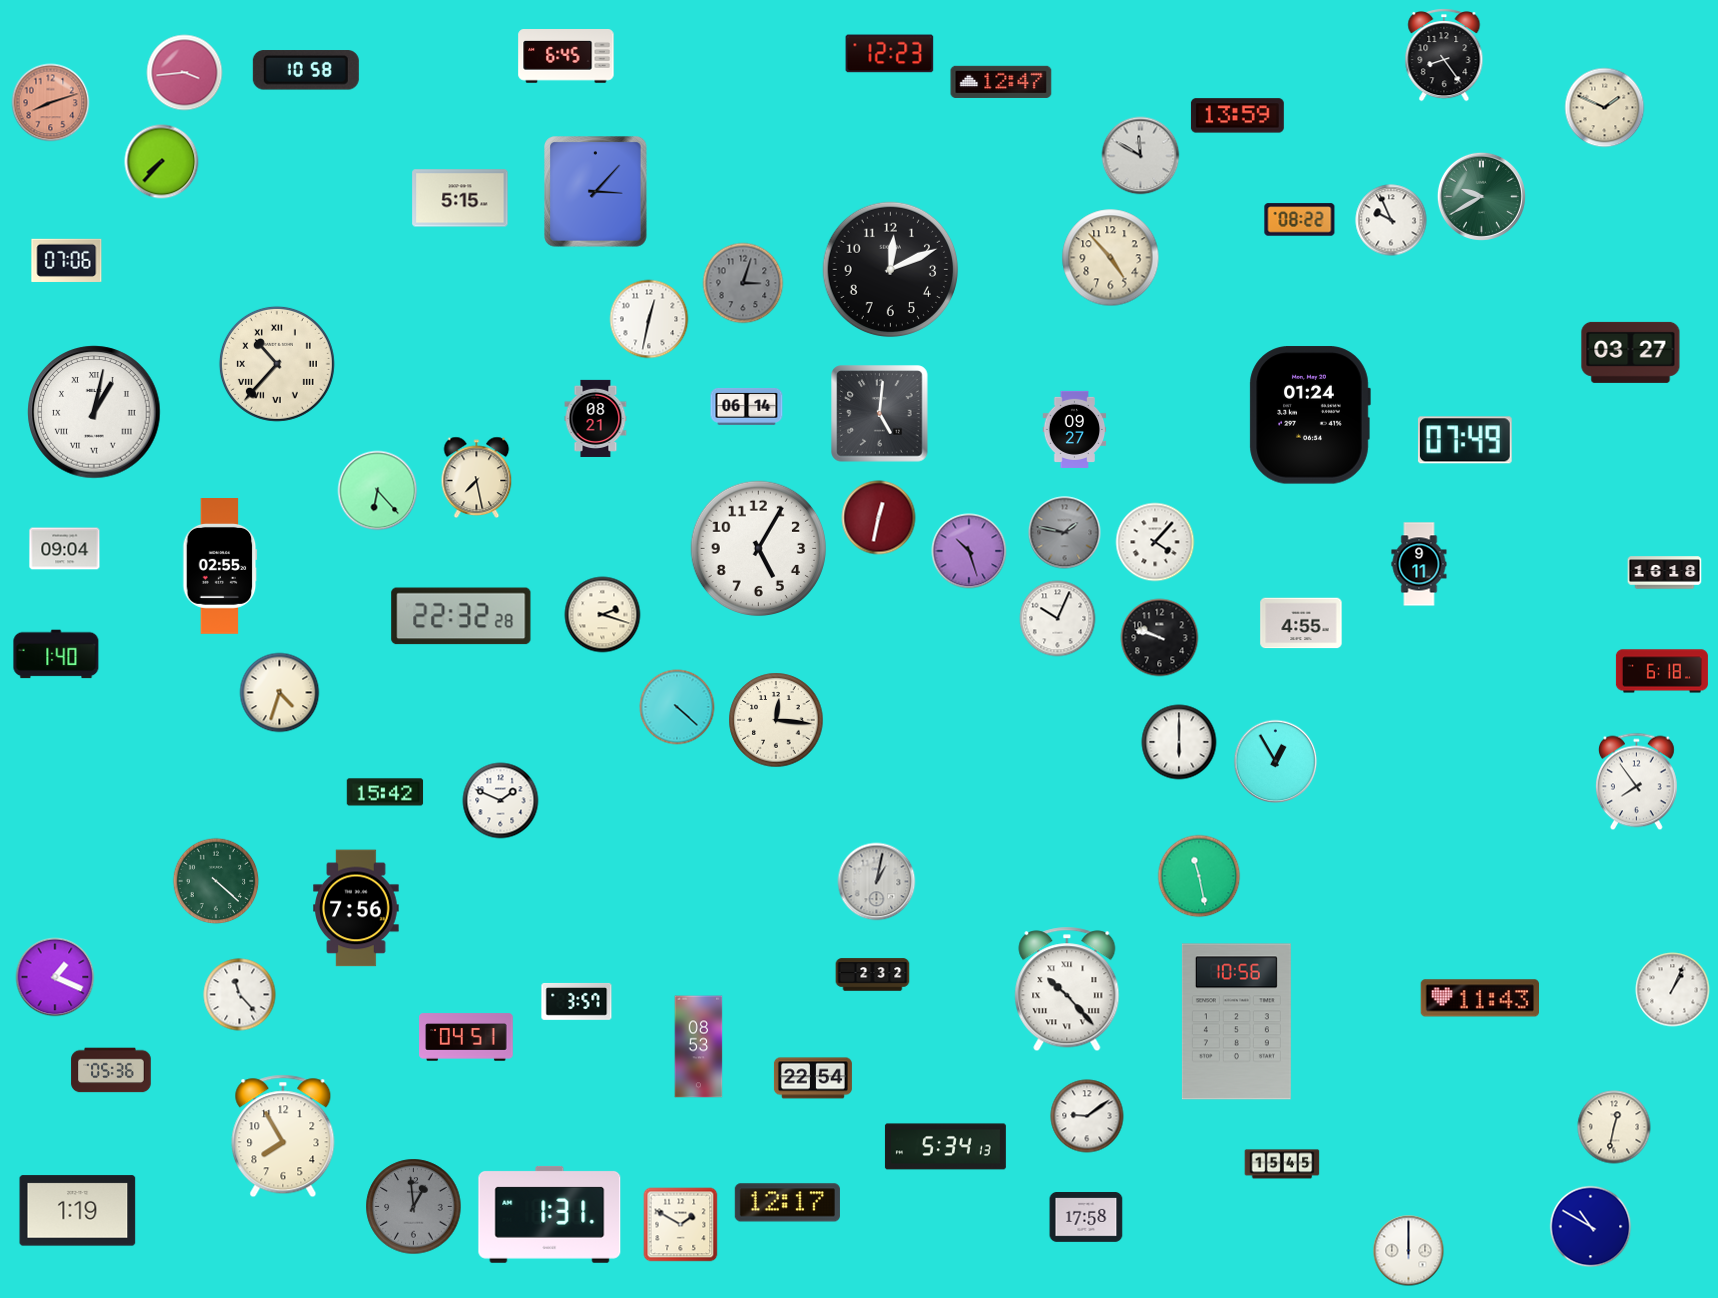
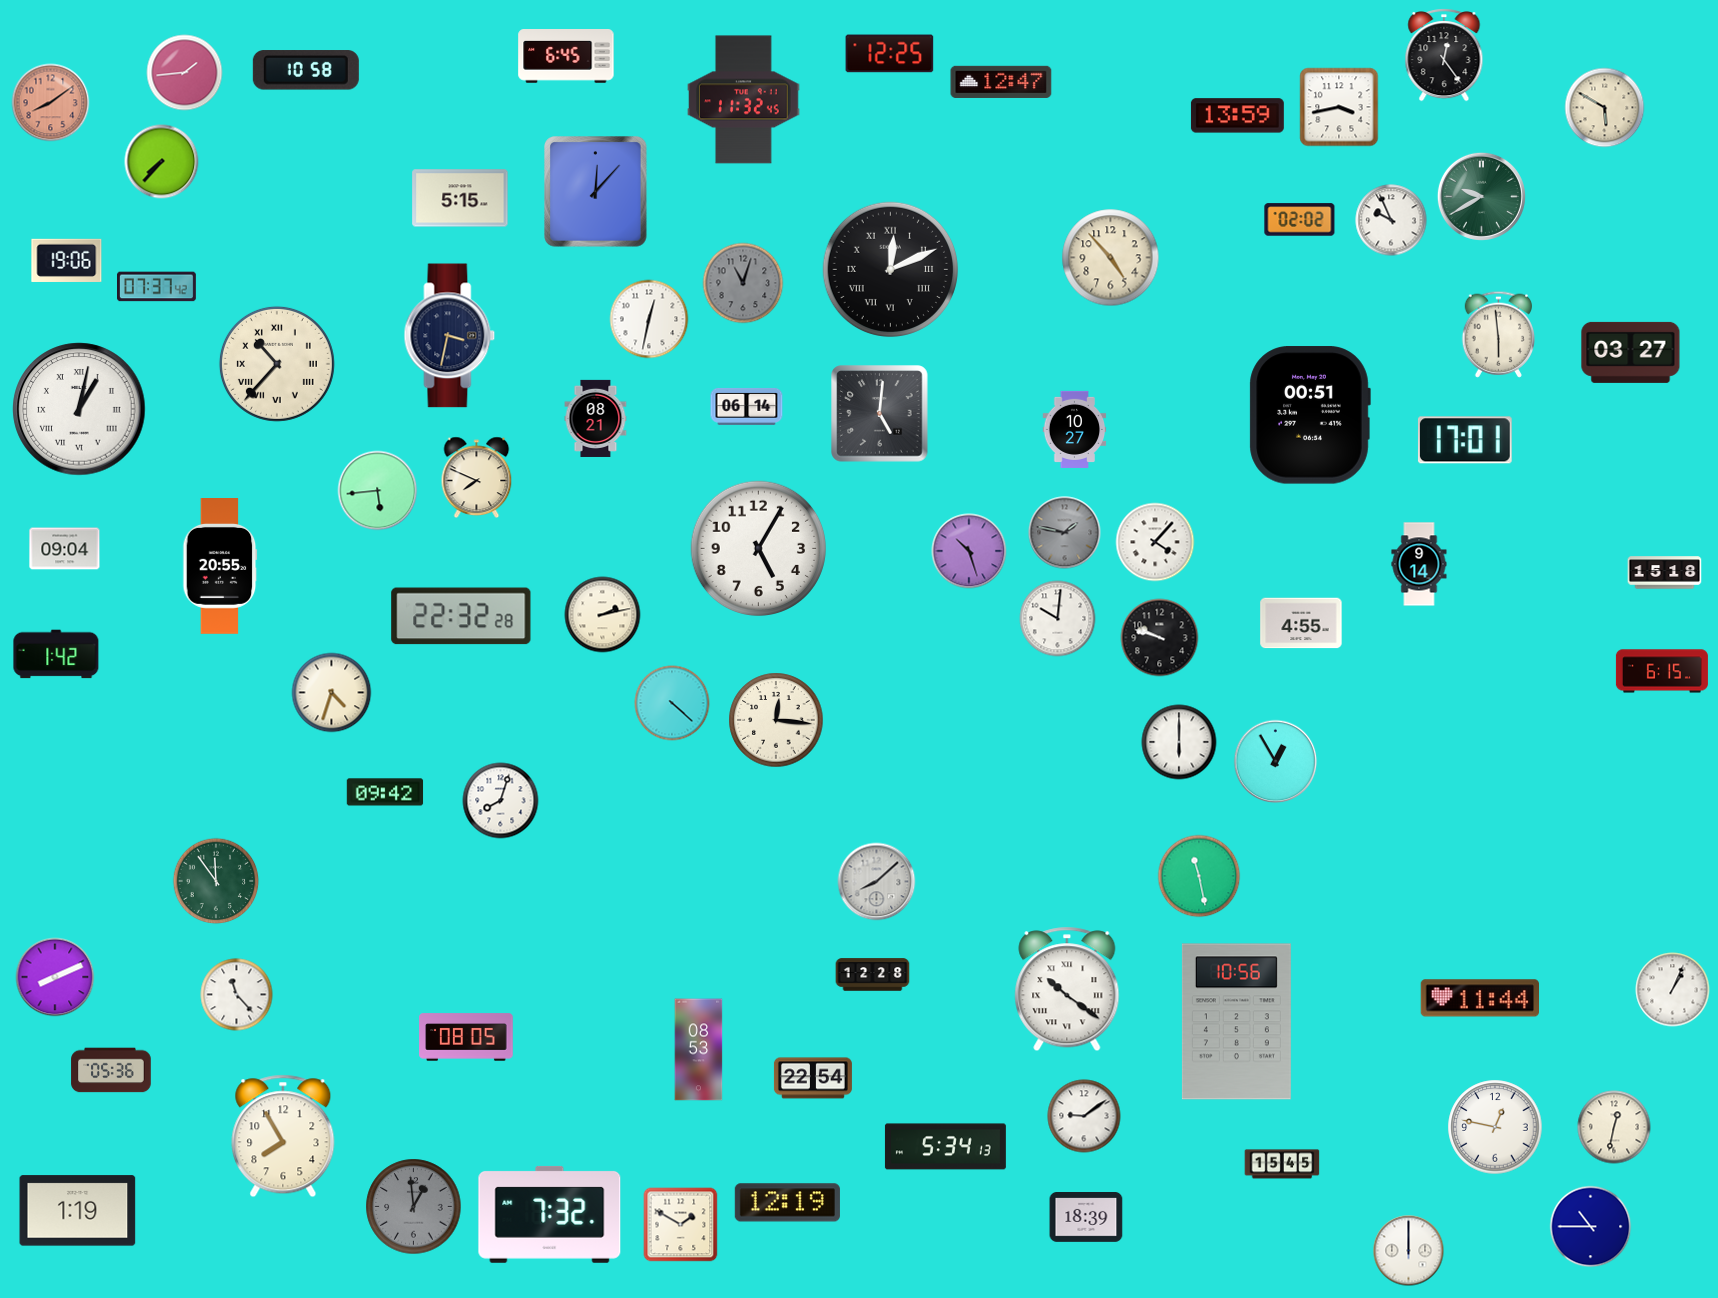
clock at (890, 54): 12:23 -> 12:25
clock at (1444, 55): 8:24 -> 12:24
clock at (185, 73): 3:44 -> 1:44
clock at (744, 100): none -> 11:32
clock at (51, 103): 8:12 -> 8:09
clock at (1339, 107): none -> 3:43
clock at (1605, 108): 1:49 -> 5:50
clock at (1141, 156): 11:50 -> none
clock at (596, 192): 3:07 -> 12:07
clock at (1300, 220): 08:22 -> 02:02
clock at (67, 260): 07:06 -> 19:06
clock at (890, 269) numerals: Arabic -> Roman
clock at (743, 283): 3:03 -> 11:03
clock at (157, 287): none -> 07:37
clock at (1499, 334): none -> 5:59
clock at (450, 336): none -> 3:32
clock at (94, 412) position: (94, 412) -> (79, 409)
clock at (1310, 415): 01:24 -> 00:51
clock at (1075, 429): 09:27 -> 10:27
clock at (1465, 440): 07:49 -> 17:01
clock at (477, 477): 7:28 -> 7:49
clock at (378, 491): 6:23 -> 5:44
clock at (879, 518): 12:32 -> none
clock at (1419, 564): 9:11 -> 9:14
clock at (220, 567): 02:55 -> 20:55
clock at (1665, 573): 16:18 -> 15:18
clock at (603, 615): 2:18 -> 2:13
clock at (1058, 619): 10:04 -> 10:01
clock at (56, 654): 1:40 -> 1:42
clock at (1662, 671): 6:18 -> 6:15
clock at (280, 693) position: (280, 693) -> (332, 693)
clock at (677, 707) position: (677, 707) -> (672, 703)
clock at (1636, 782): 7:54 -> none
clock at (385, 792): 15:42 -> 09:42
clock at (501, 801): 1:49 -> 8:03
clock at (216, 881): 4:22 -> 11:54
clock at (877, 882): 1:02 -> 8:08
clock at (356, 908): 7:56 -> none
clock at (873, 975): 2:32 -> 12:28
clock at (55, 977): 1:19 -> 8:11
clock at (1067, 989): 10:23 -> 10:21
clock at (240, 995) position: (240, 995) -> (237, 995)
clock at (1479, 998): 11:43 -> 11:44
clock at (577, 1002): 3:57 -> none
clock at (466, 1037): 04:51 -> 08:05
clock at (699, 1047) position: (699, 1047) -> (699, 1050)
clock at (1087, 1116) position: (1087, 1116) -> (1084, 1116)
clock at (1495, 1127): none -> 12:47
clock at (787, 1203): 12:17 -> 12:19
clock at (550, 1214): 1:31 -> 7:32
clock at (1086, 1218): 17:58 -> 18:39
clock at (1591, 1227): 10:50 -> 10:45
